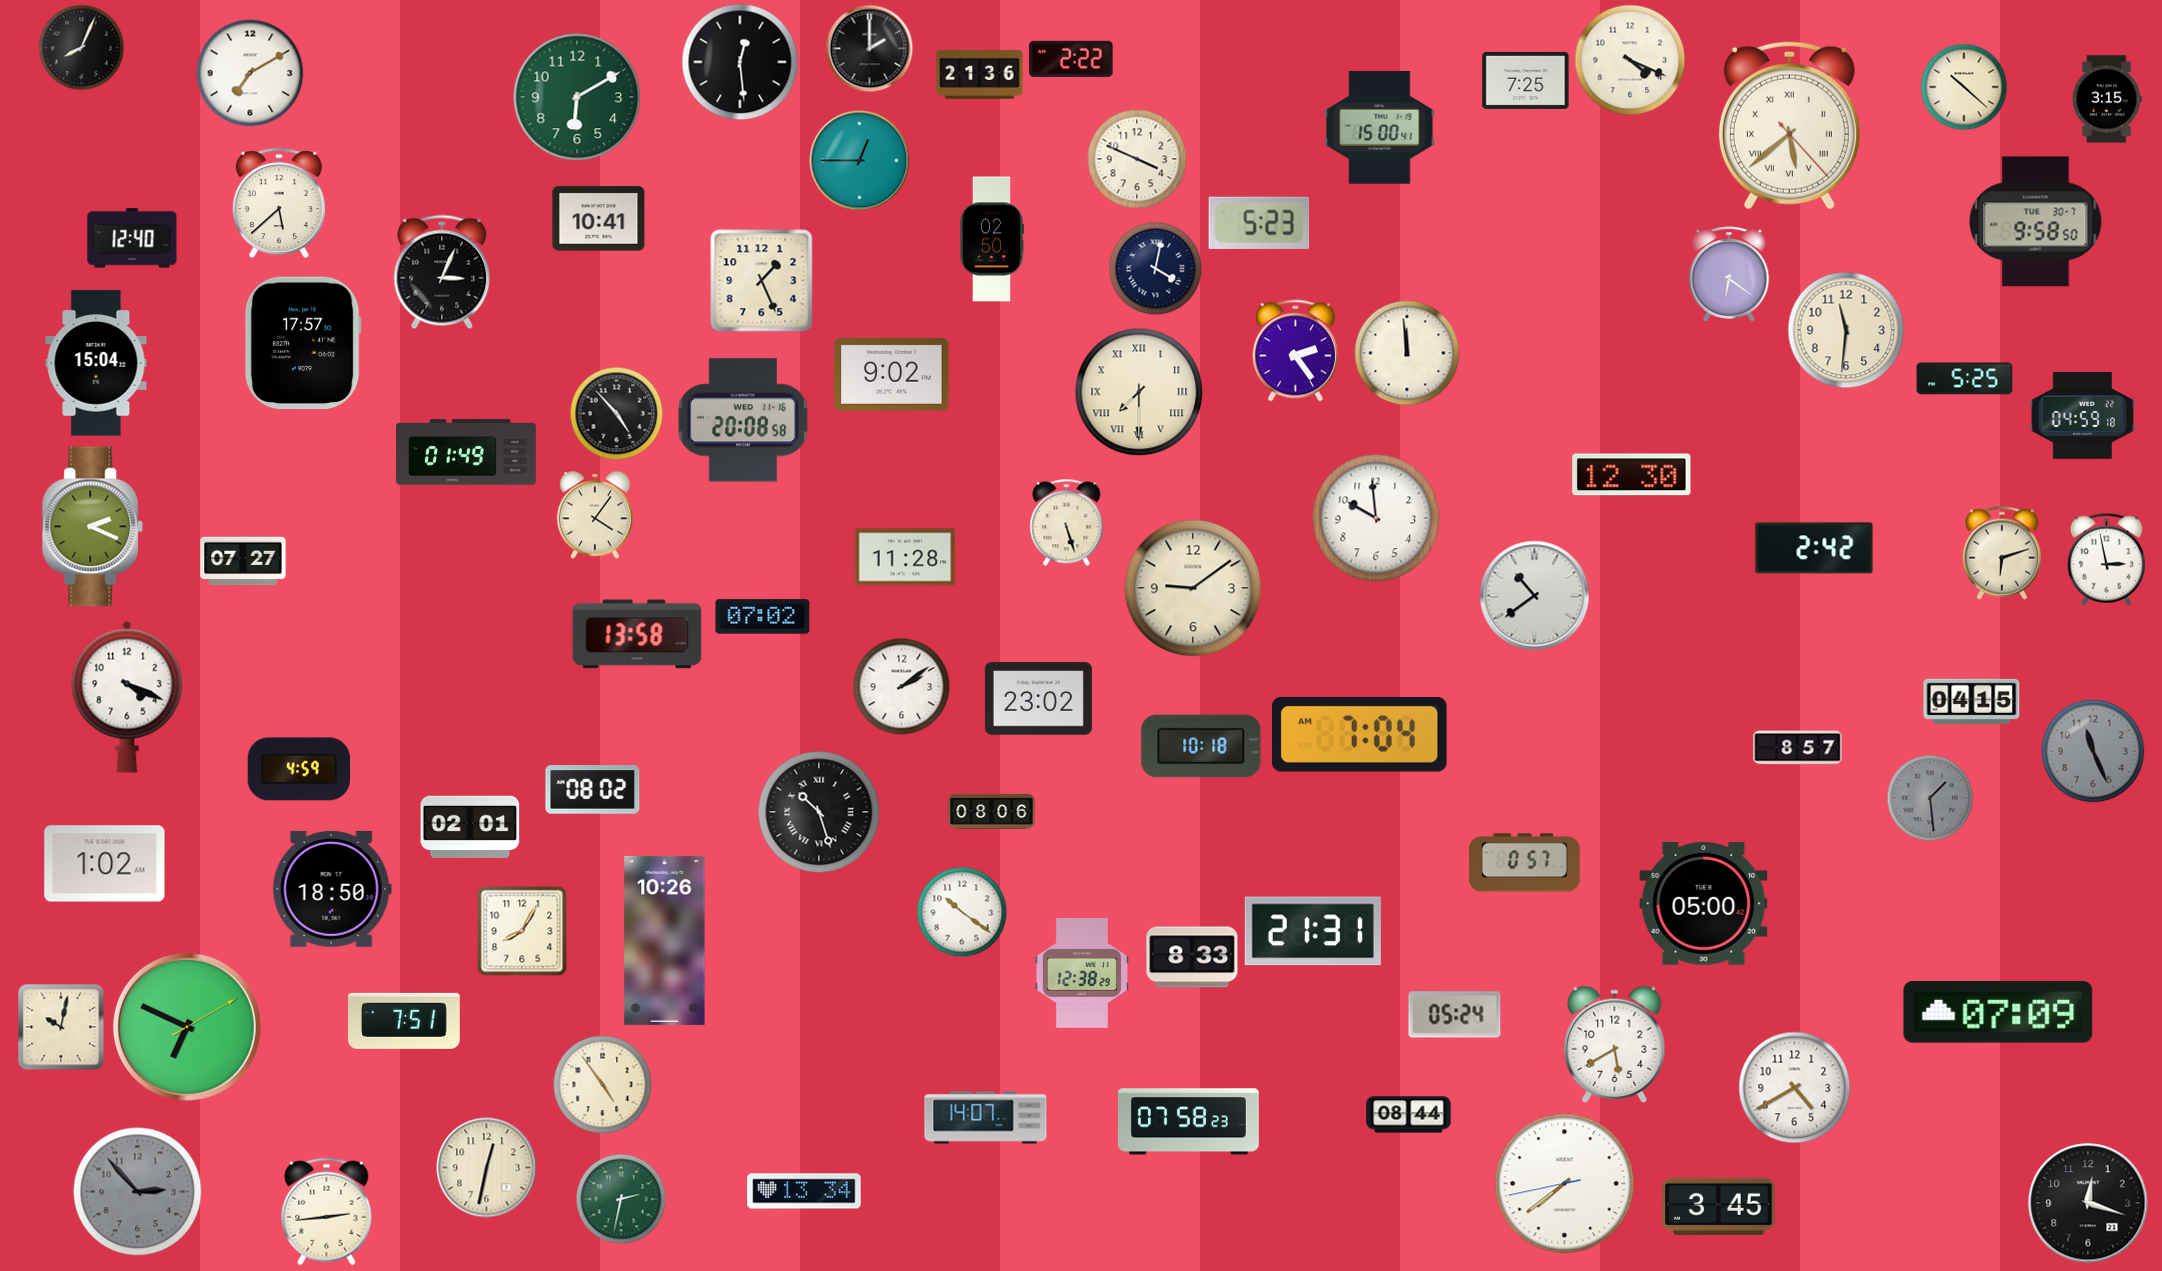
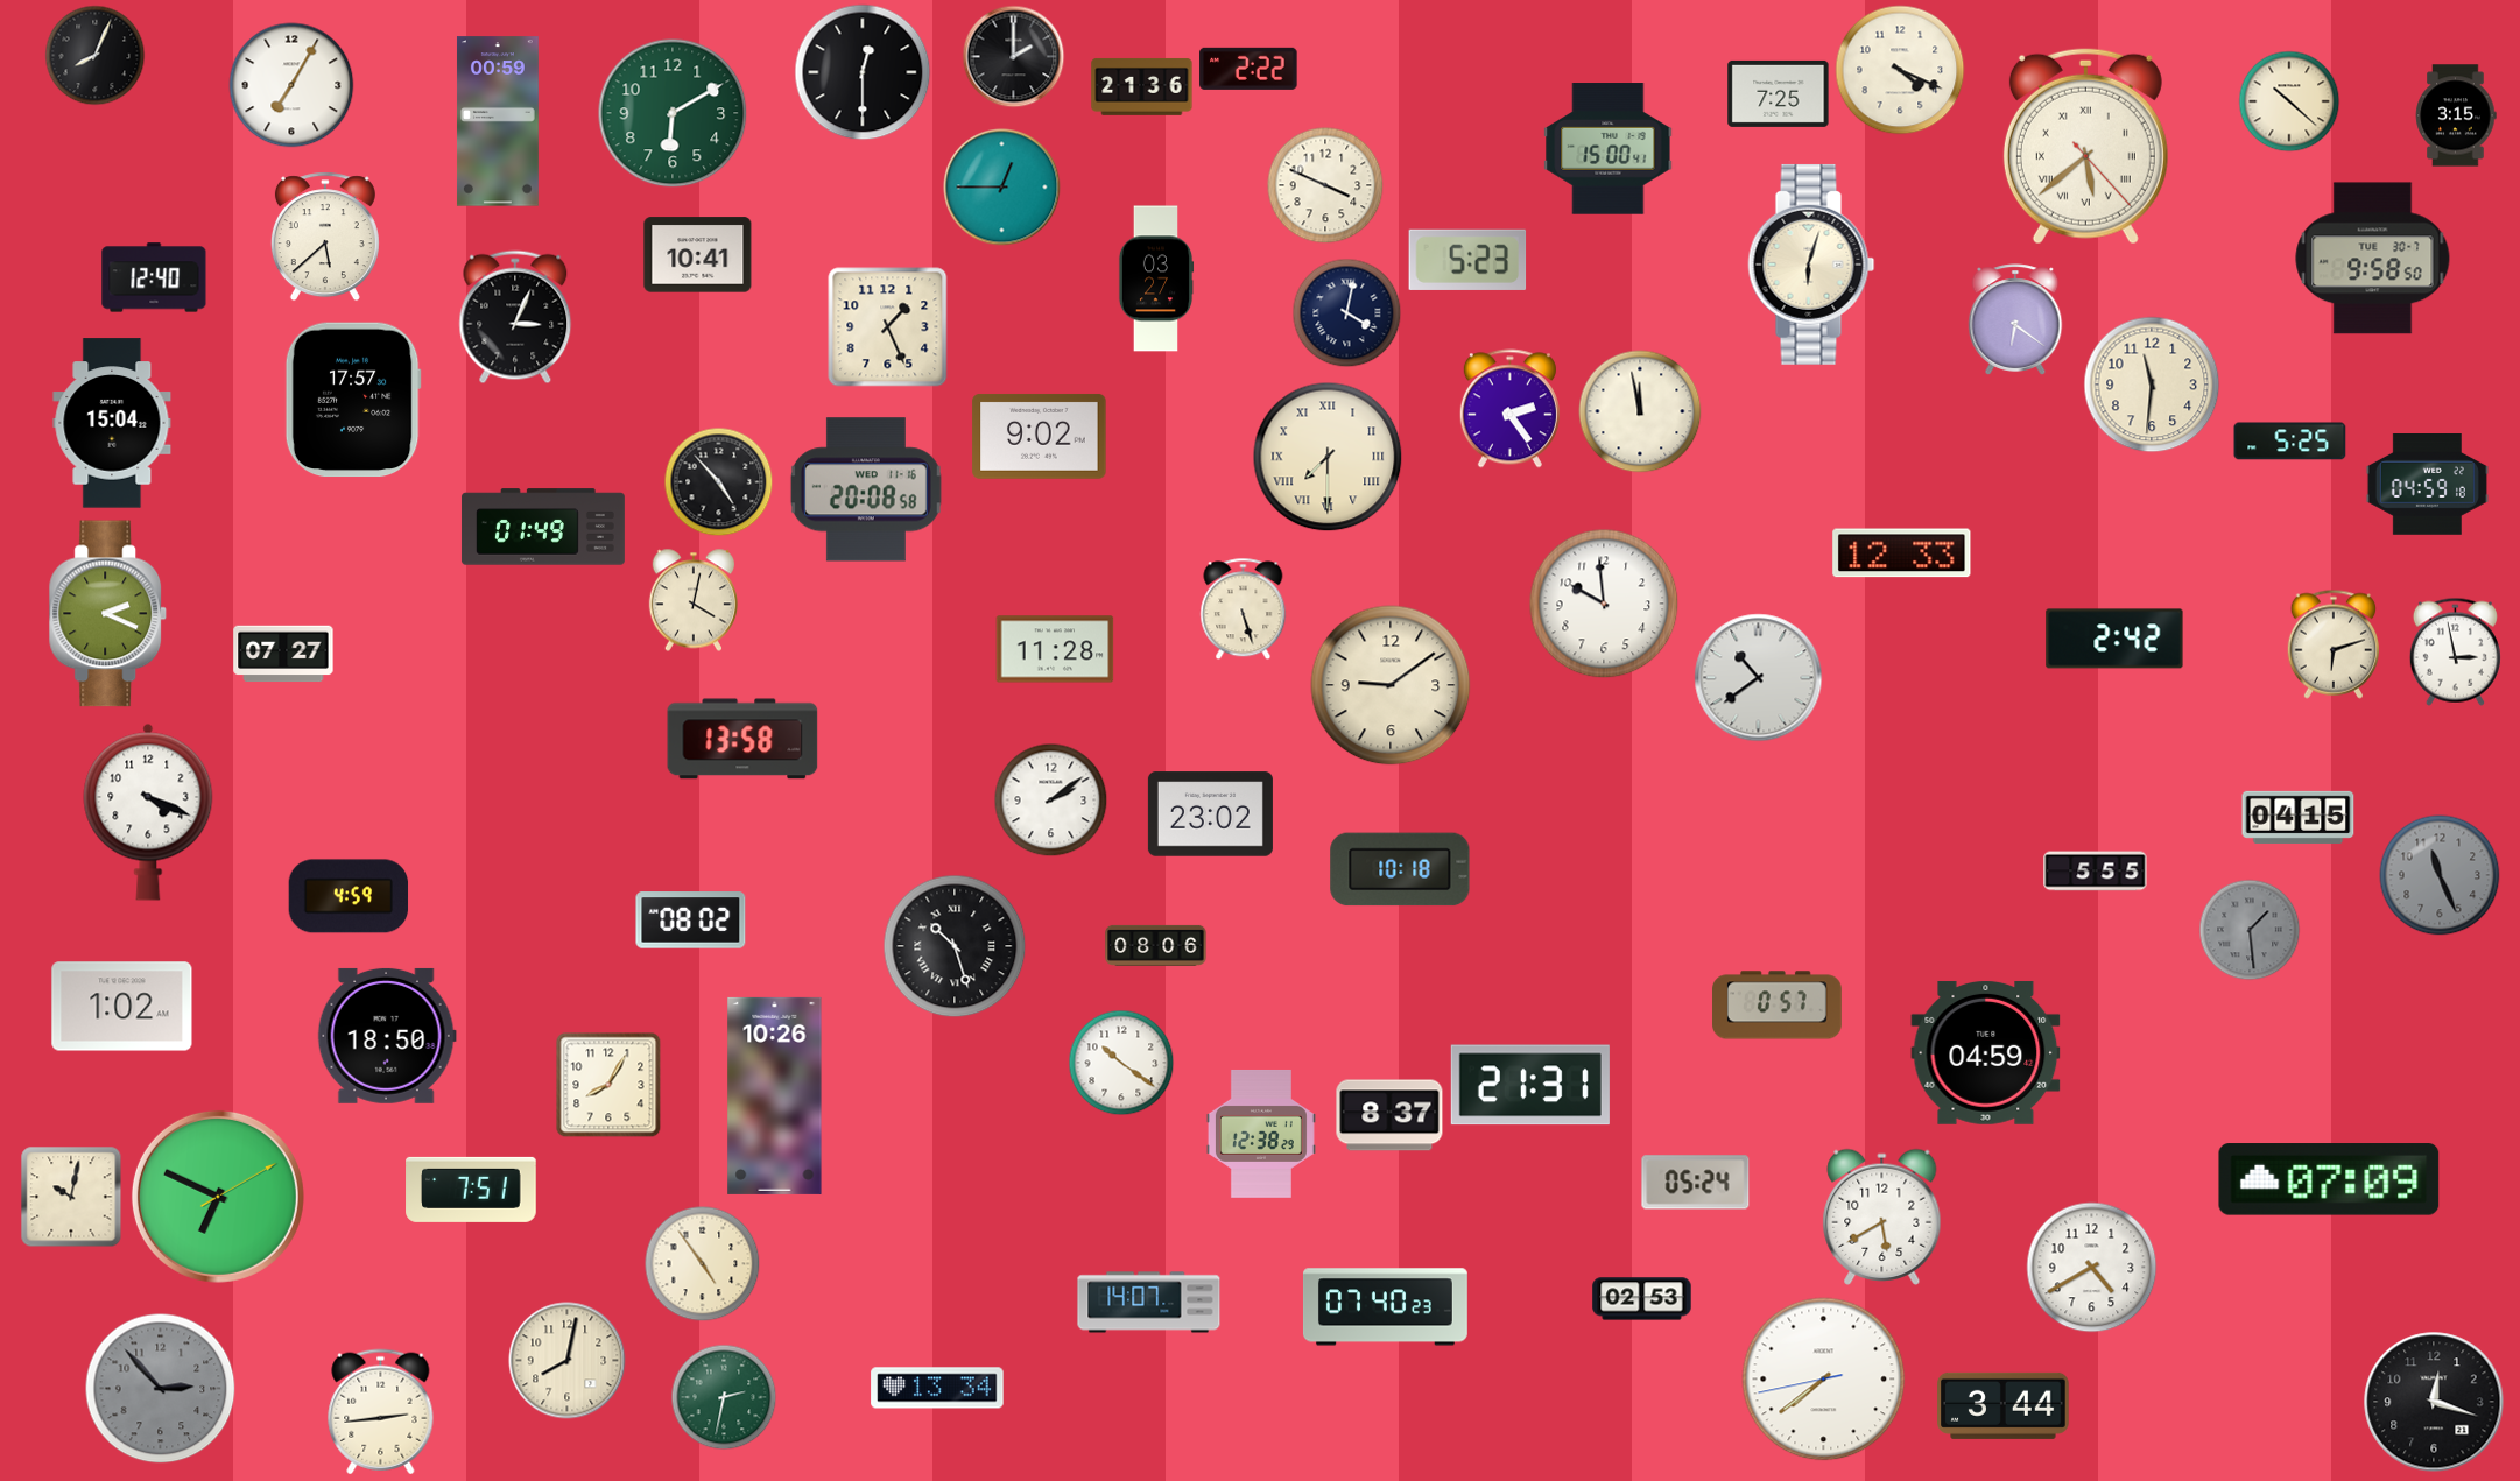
clock at (740, 62): 12:29 -> 12:30
clock at (250, 73): 7:10 -> 7:05
clock at (498, 121): none -> 00:59
clock at (1811, 265): none -> 6:03
clock at (992, 239): 02:50 -> 03:27
clock at (1407, 353): 11:59 -> 11:58
clock at (1632, 475): 12:30 -> 12:33
clock at (594, 515): 4:06 -> 4:02
clock at (1535, 596) position: (1535, 596) -> (1759, 678)
clock at (763, 617): 07:02 -> none
clock at (1359, 735): 7:04 -> none
clock at (1798, 748): 8:57 -> 5:55
clock at (470, 826): 02:01 -> none
clock at (1704, 903): 05:00 -> 04:59
clock at (1192, 957): 8:33 -> 8:37
clock at (1409, 1115): 08:44 -> 02:53
clock at (1188, 1122): 07:58 -> 07:40
clock at (487, 1168): 12:32 -> 8:02
clock at (1719, 1206): 3:45 -> 3:44
